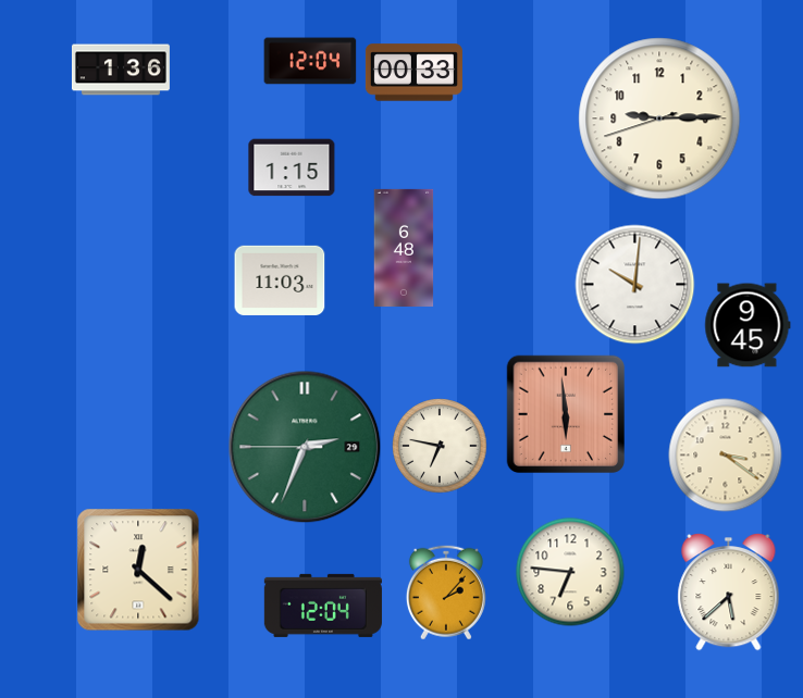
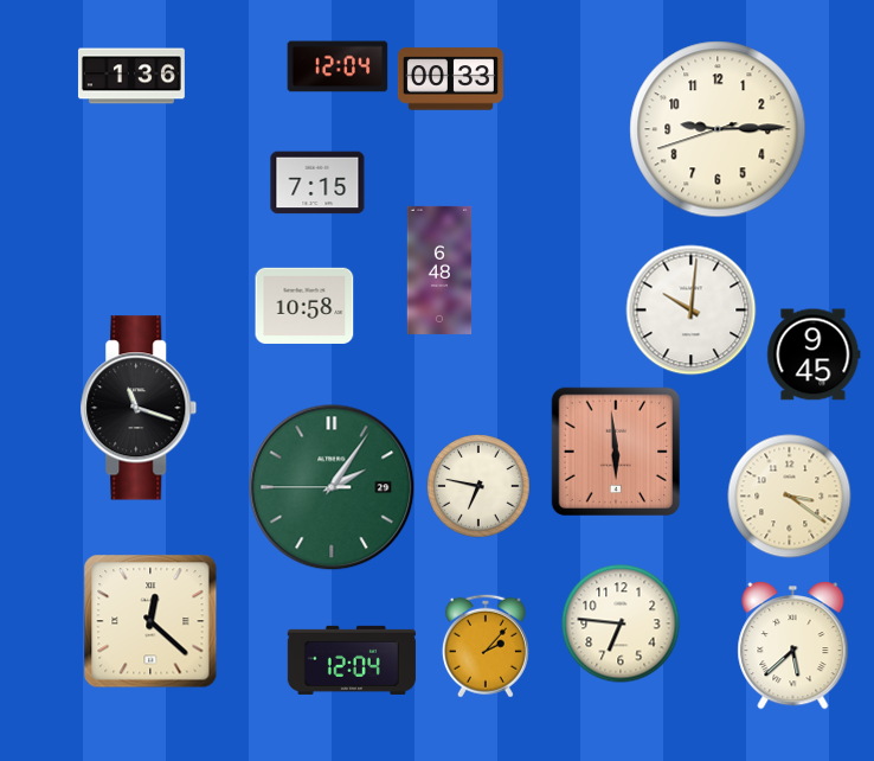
clock at (292, 167): 1:15 -> 7:15
clock at (280, 281): 11:03 -> 10:58
clock at (139, 408): none -> 11:18
clock at (305, 447): 2:33 -> 2:05
